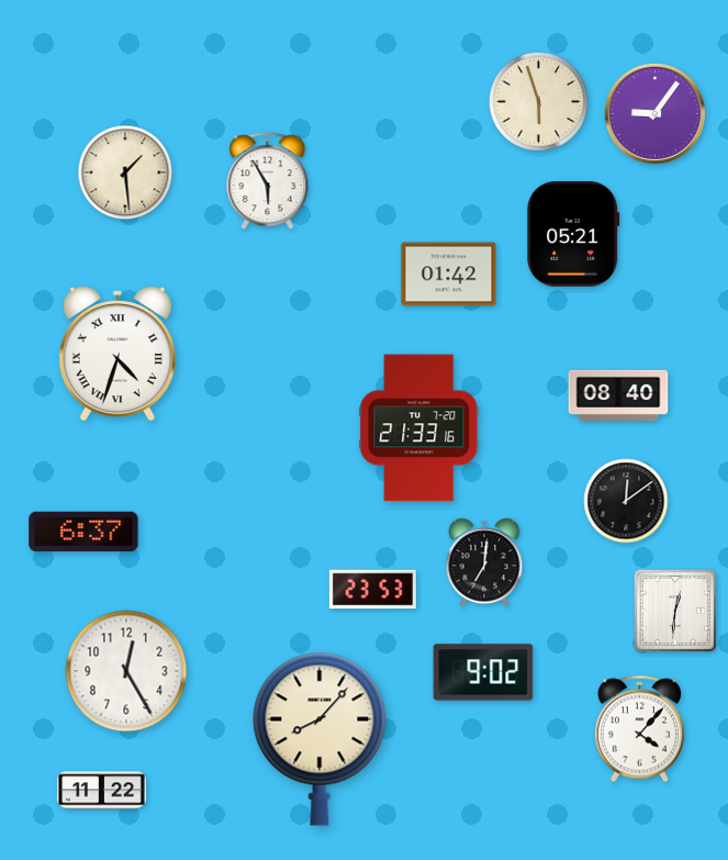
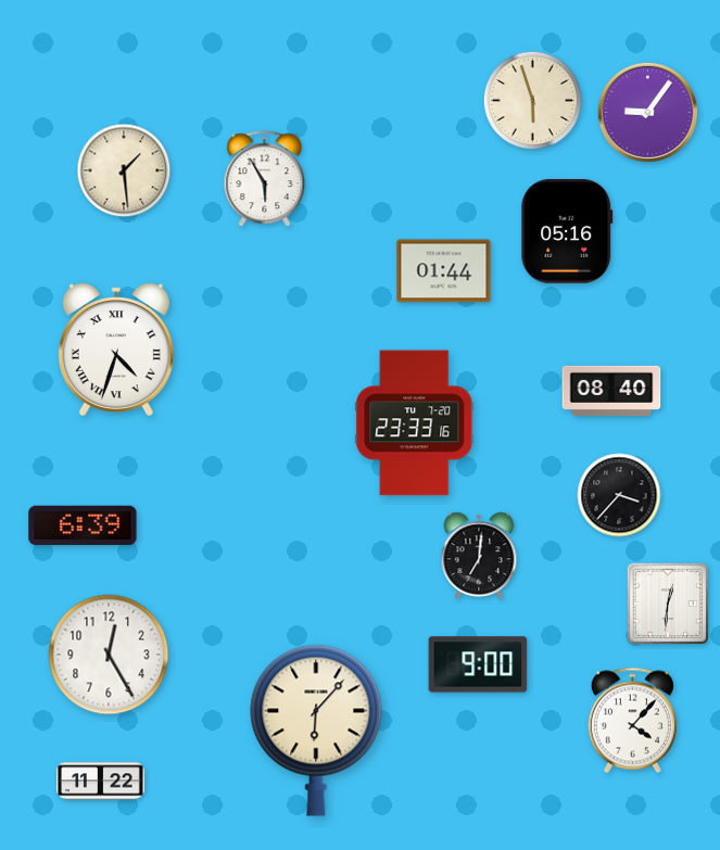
clock at (573, 234): 05:21 -> 05:16
clock at (449, 275): 01:42 -> 01:44
clock at (419, 428): 21:33 -> 23:33
clock at (626, 501): 12:09 -> 3:37
clock at (83, 532): 6:37 -> 6:39
clock at (372, 590): 23:53 -> none
clock at (126, 671) position: (126, 671) -> (109, 655)
clock at (483, 672): 9:02 -> 9:00
clock at (320, 739): 8:07 -> 6:07
